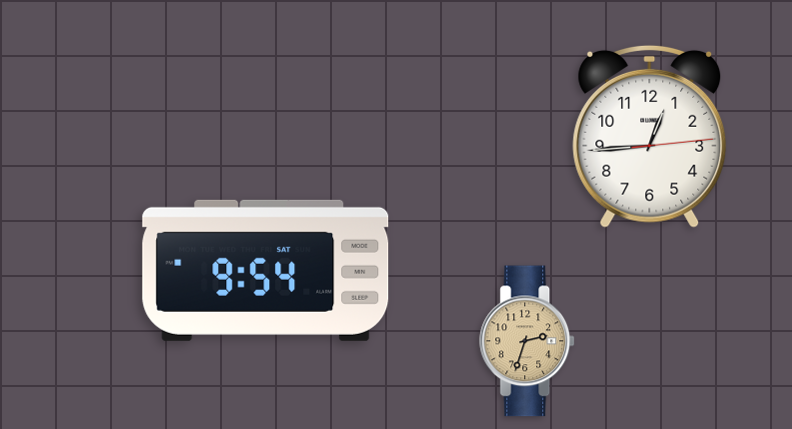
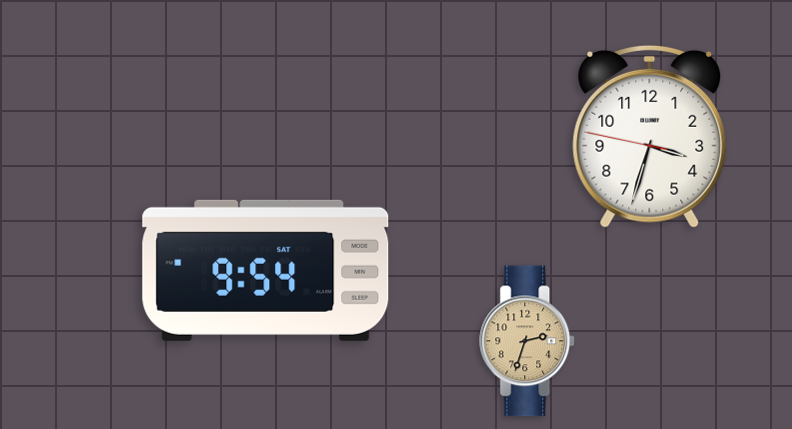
clock at (650, 136): 12:44 -> 3:32
